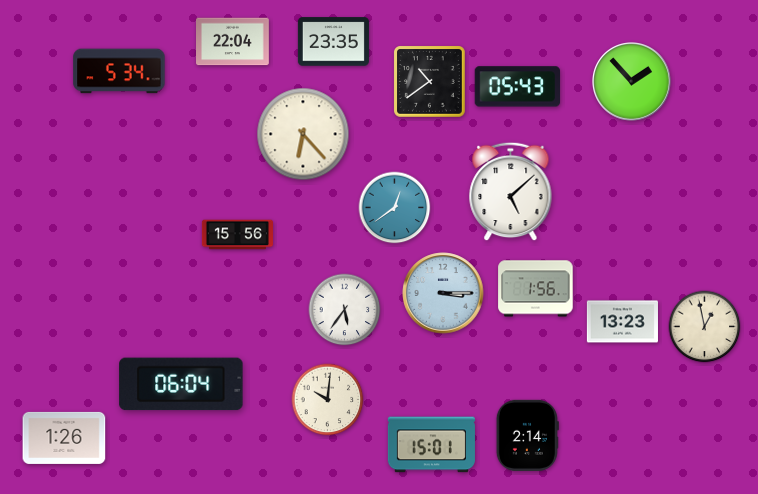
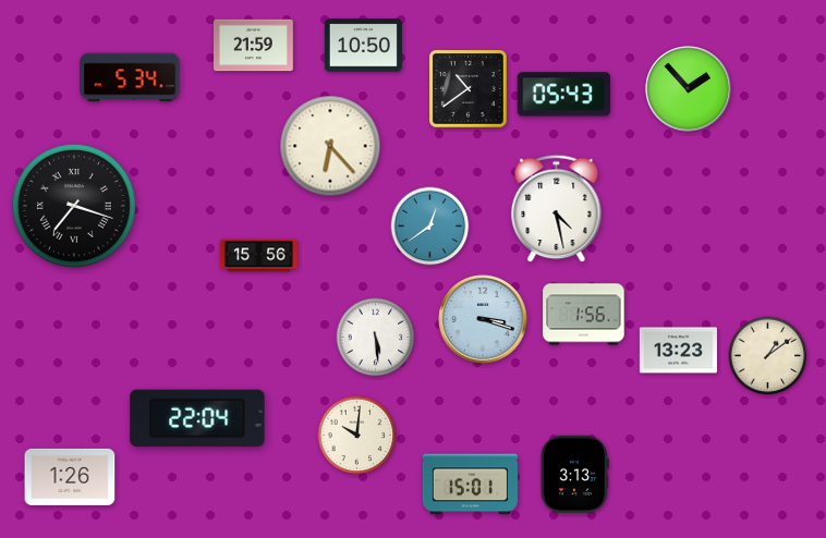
clock at (233, 42): 22:04 -> 21:59
clock at (333, 42): 23:35 -> 10:50
clock at (74, 206): none -> 7:18
clock at (511, 192): 5:08 -> 4:28
clock at (443, 293): 3:15 -> 3:18
clock at (345, 310): 5:36 -> 5:29
clock at (705, 327): 12:58 -> 1:09
clock at (181, 384): 06:04 -> 22:04
clock at (527, 435): 2:14 -> 3:13
